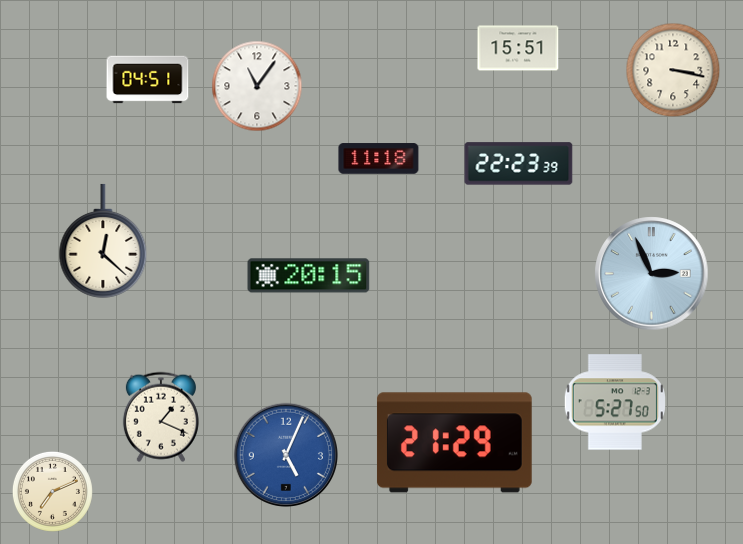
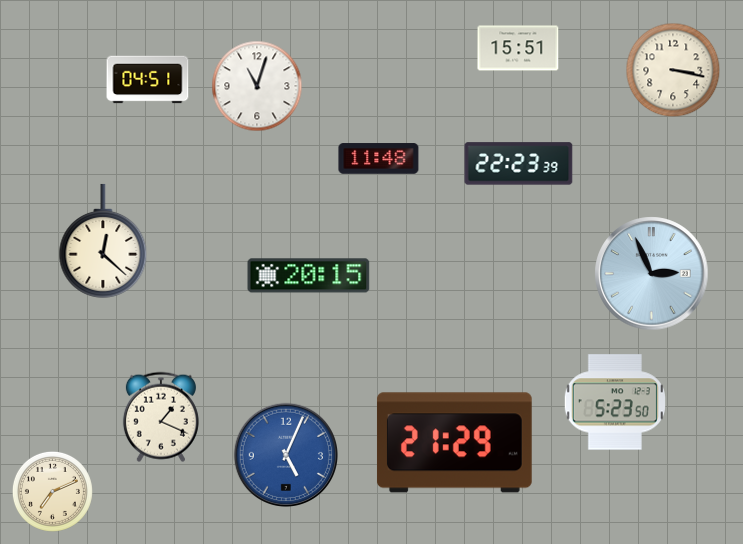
clock at (257, 86): 11:06 -> 11:03
clock at (379, 159): 11:18 -> 11:48
clock at (615, 402): 5:27 -> 5:23
